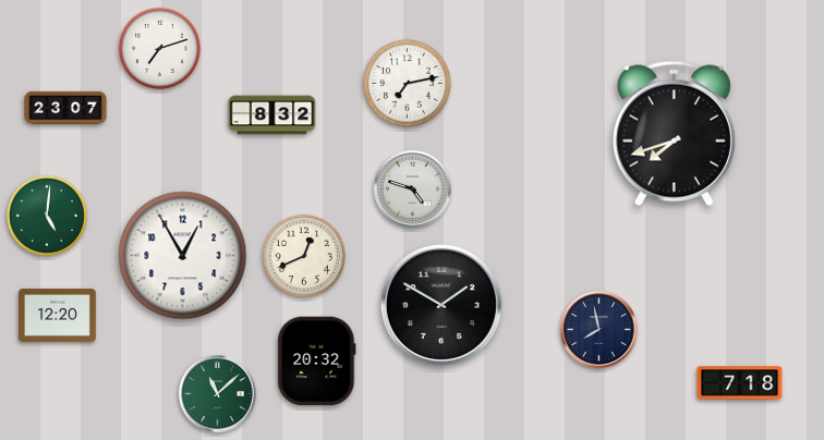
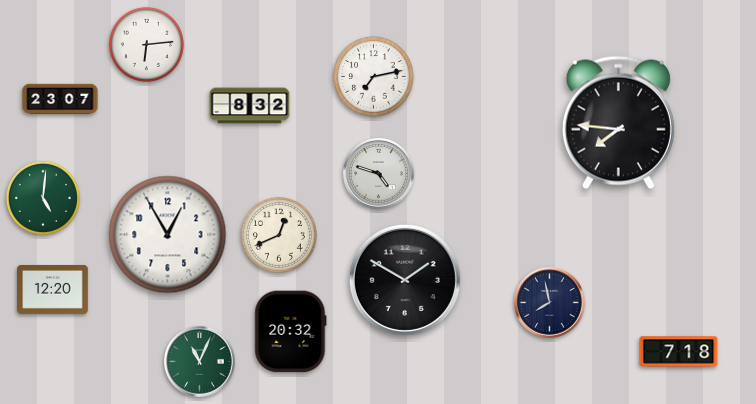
clock at (159, 48): 7:12 -> 6:14
clock at (674, 134): 7:42 -> 7:46
clock at (218, 394): 11:08 -> 11:04
